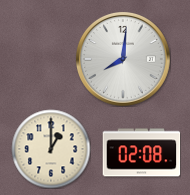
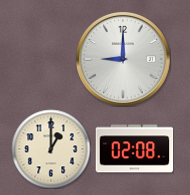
clock at (123, 59): 8:01 -> 9:00
clock at (141, 153) position: (141, 153) -> (134, 149)
